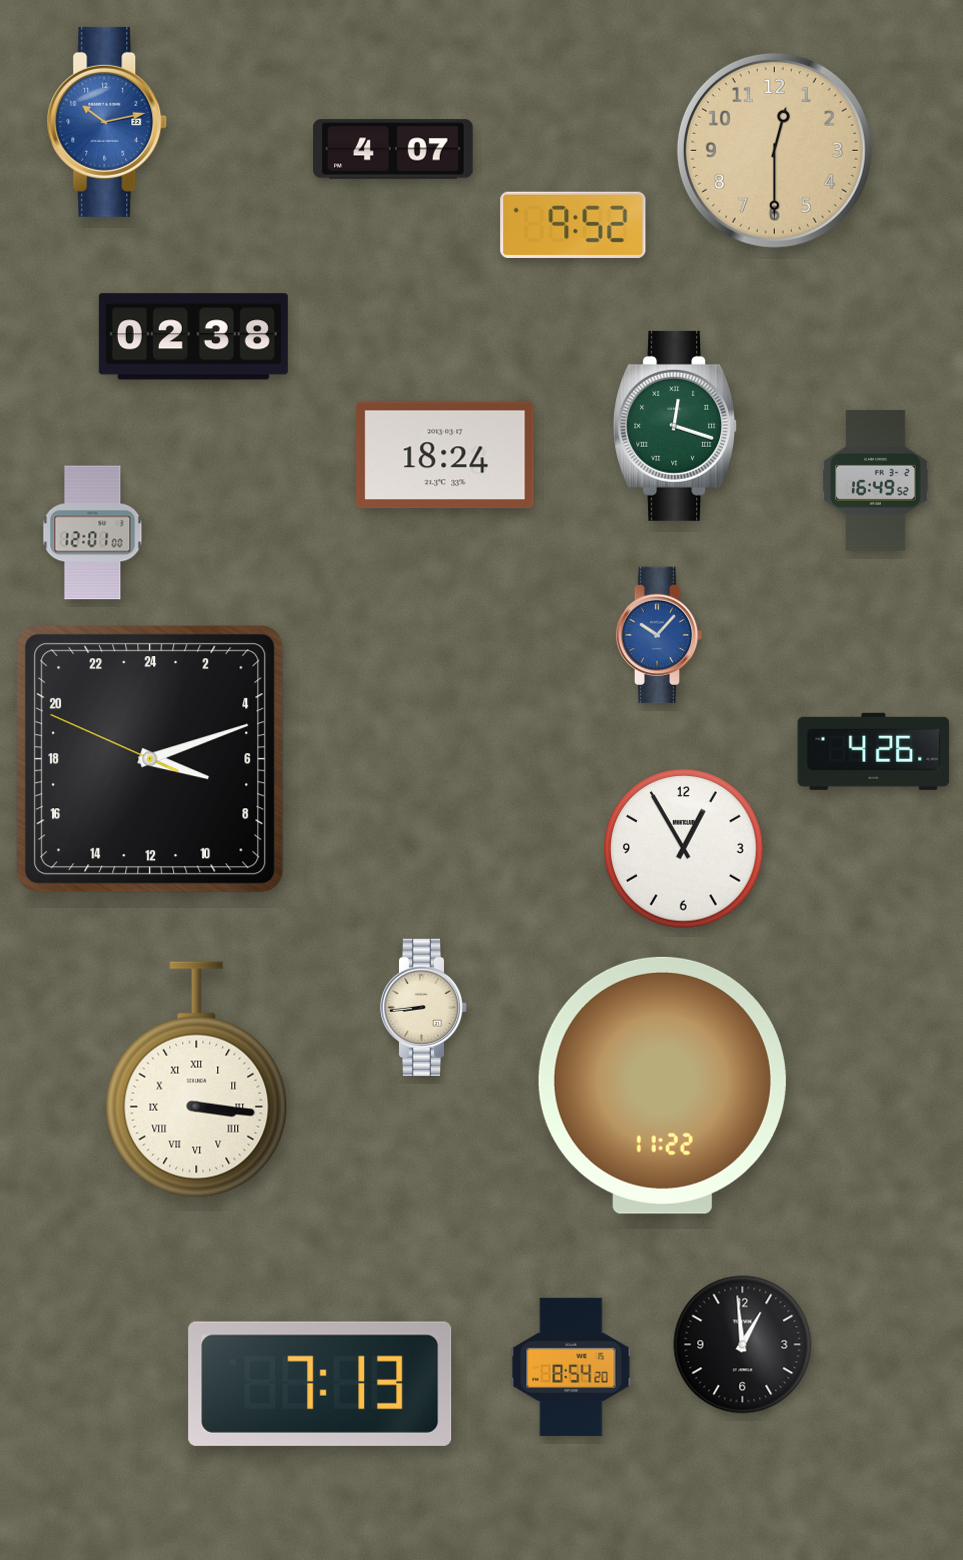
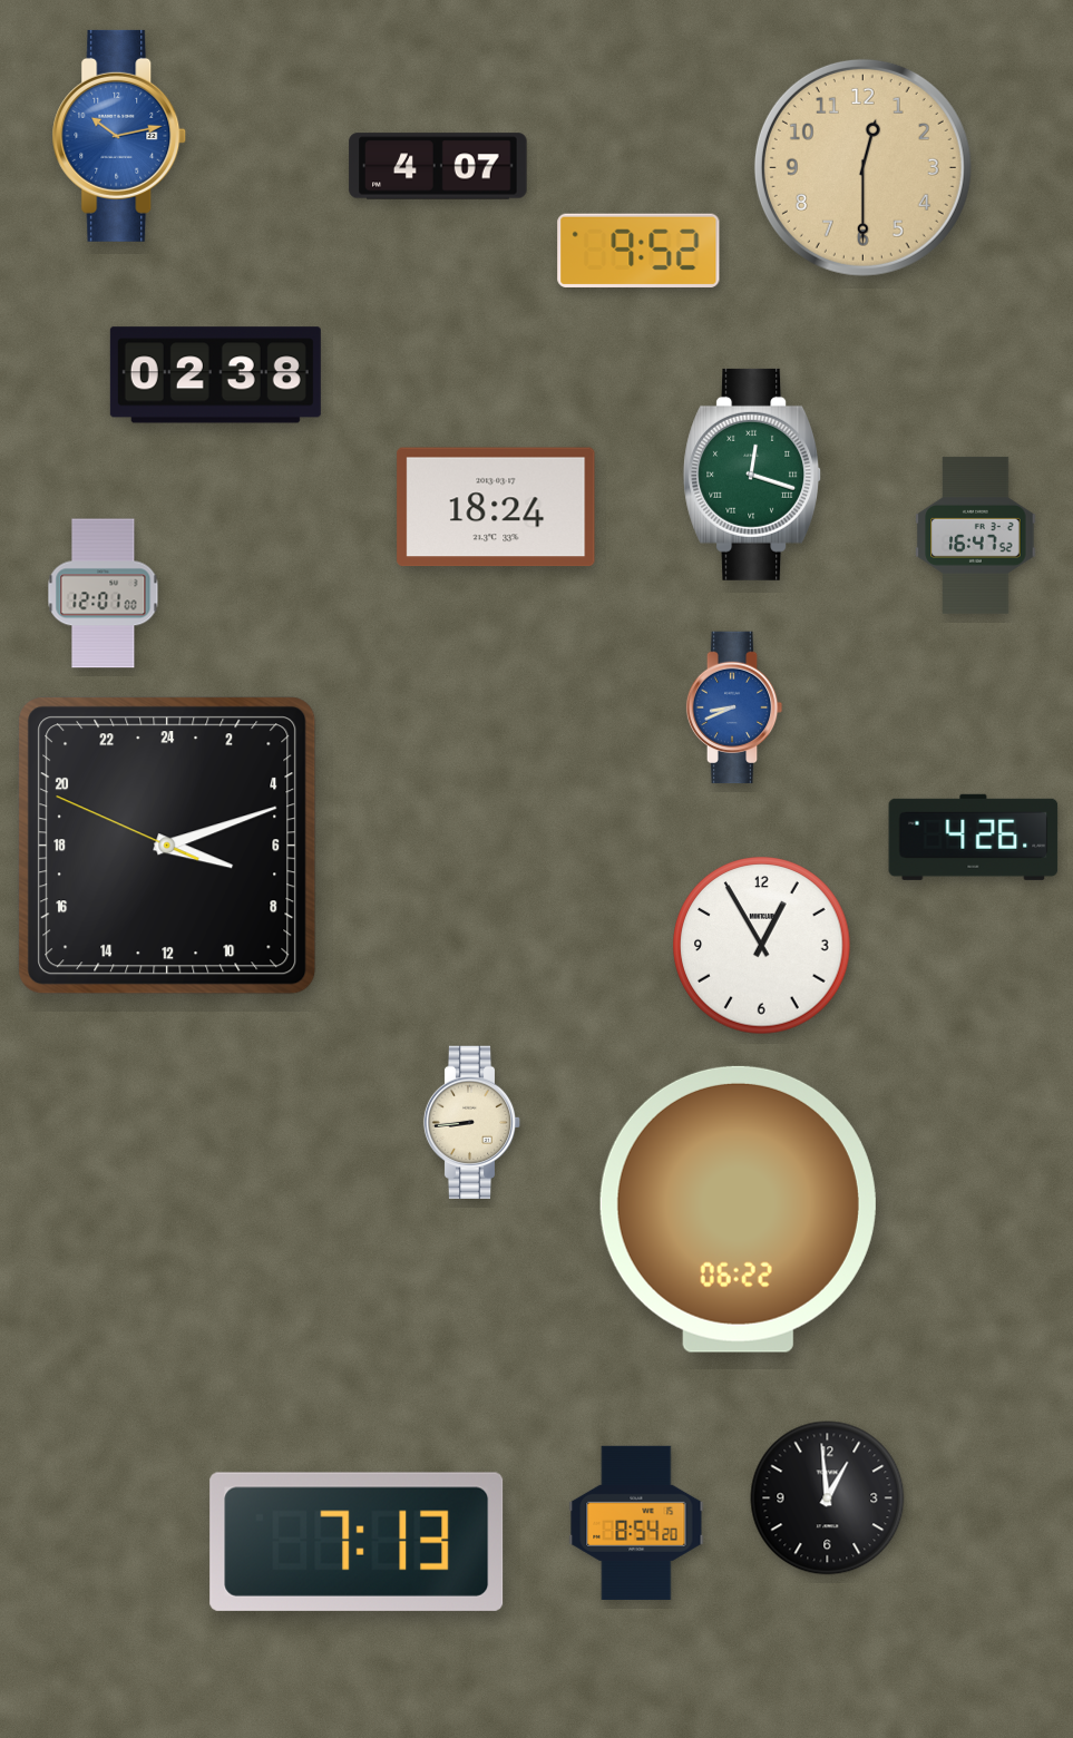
clock at (876, 480): 16:49 -> 16:47
clock at (659, 635): 10:07 -> 8:41
clock at (197, 1080): 3:16 -> none
clock at (662, 1085): 11:22 -> 06:22
